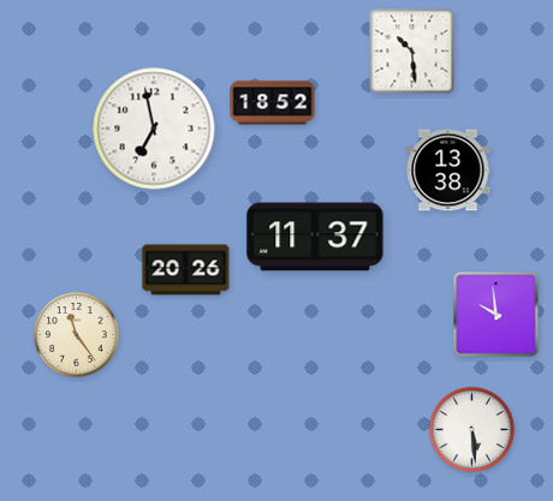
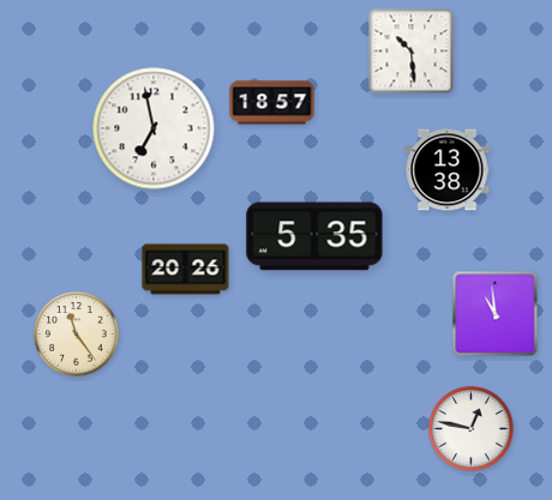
clock at (273, 103): 18:52 -> 18:57
clock at (315, 237): 11:37 -> 5:35
clock at (496, 315): 9:59 -> 10:59
clock at (472, 430): 5:29 -> 12:47
